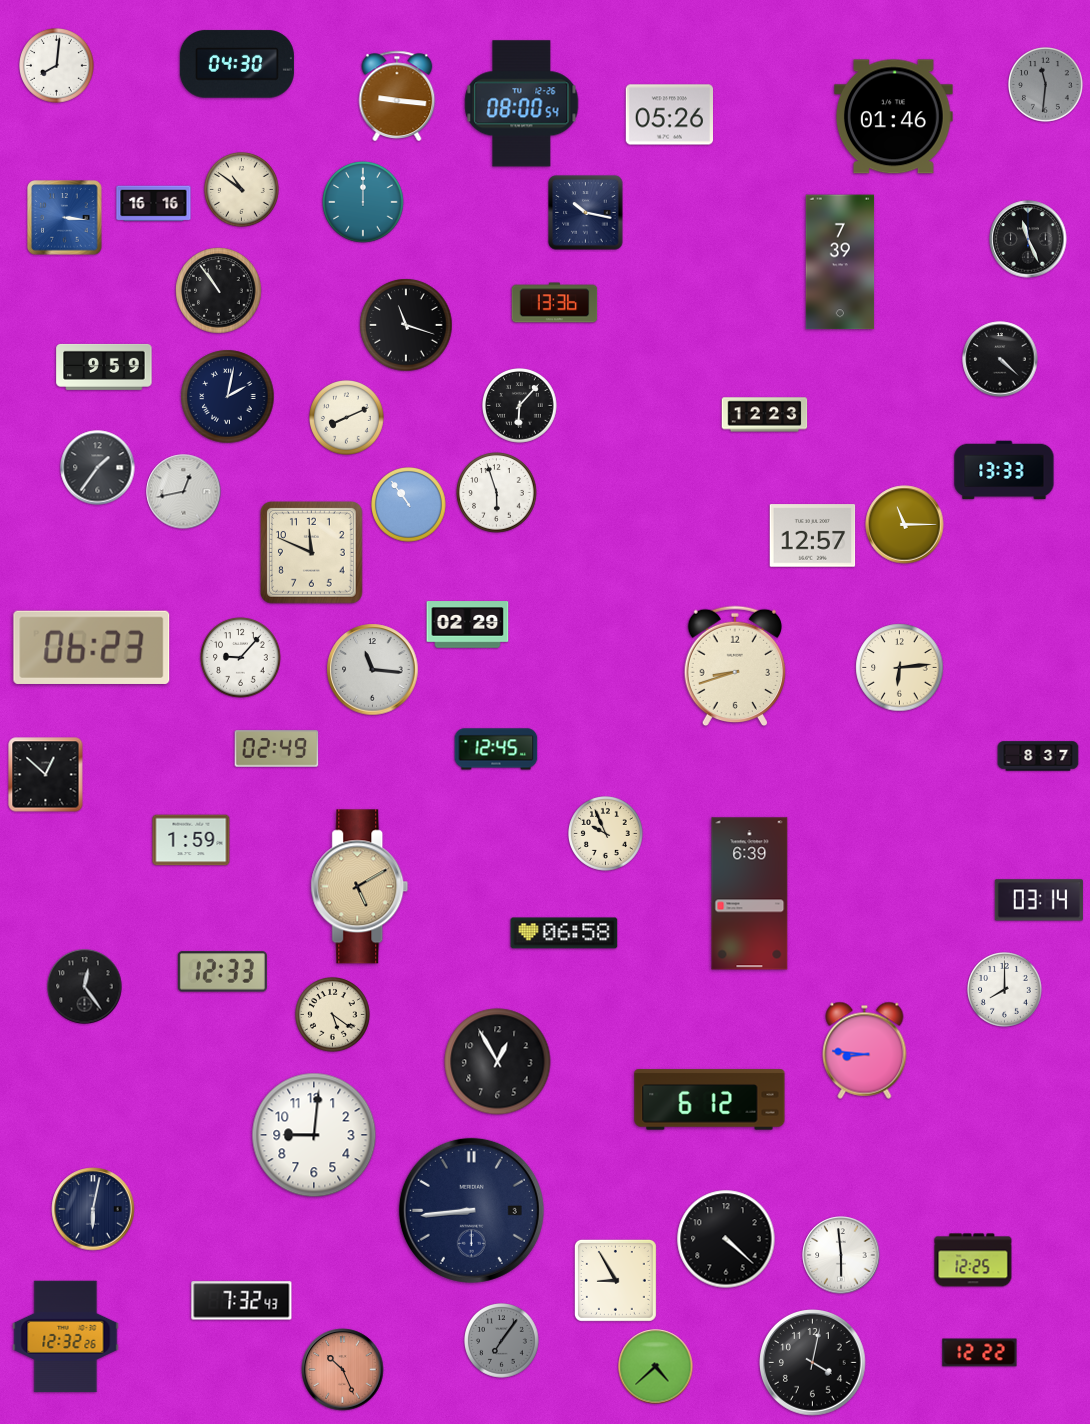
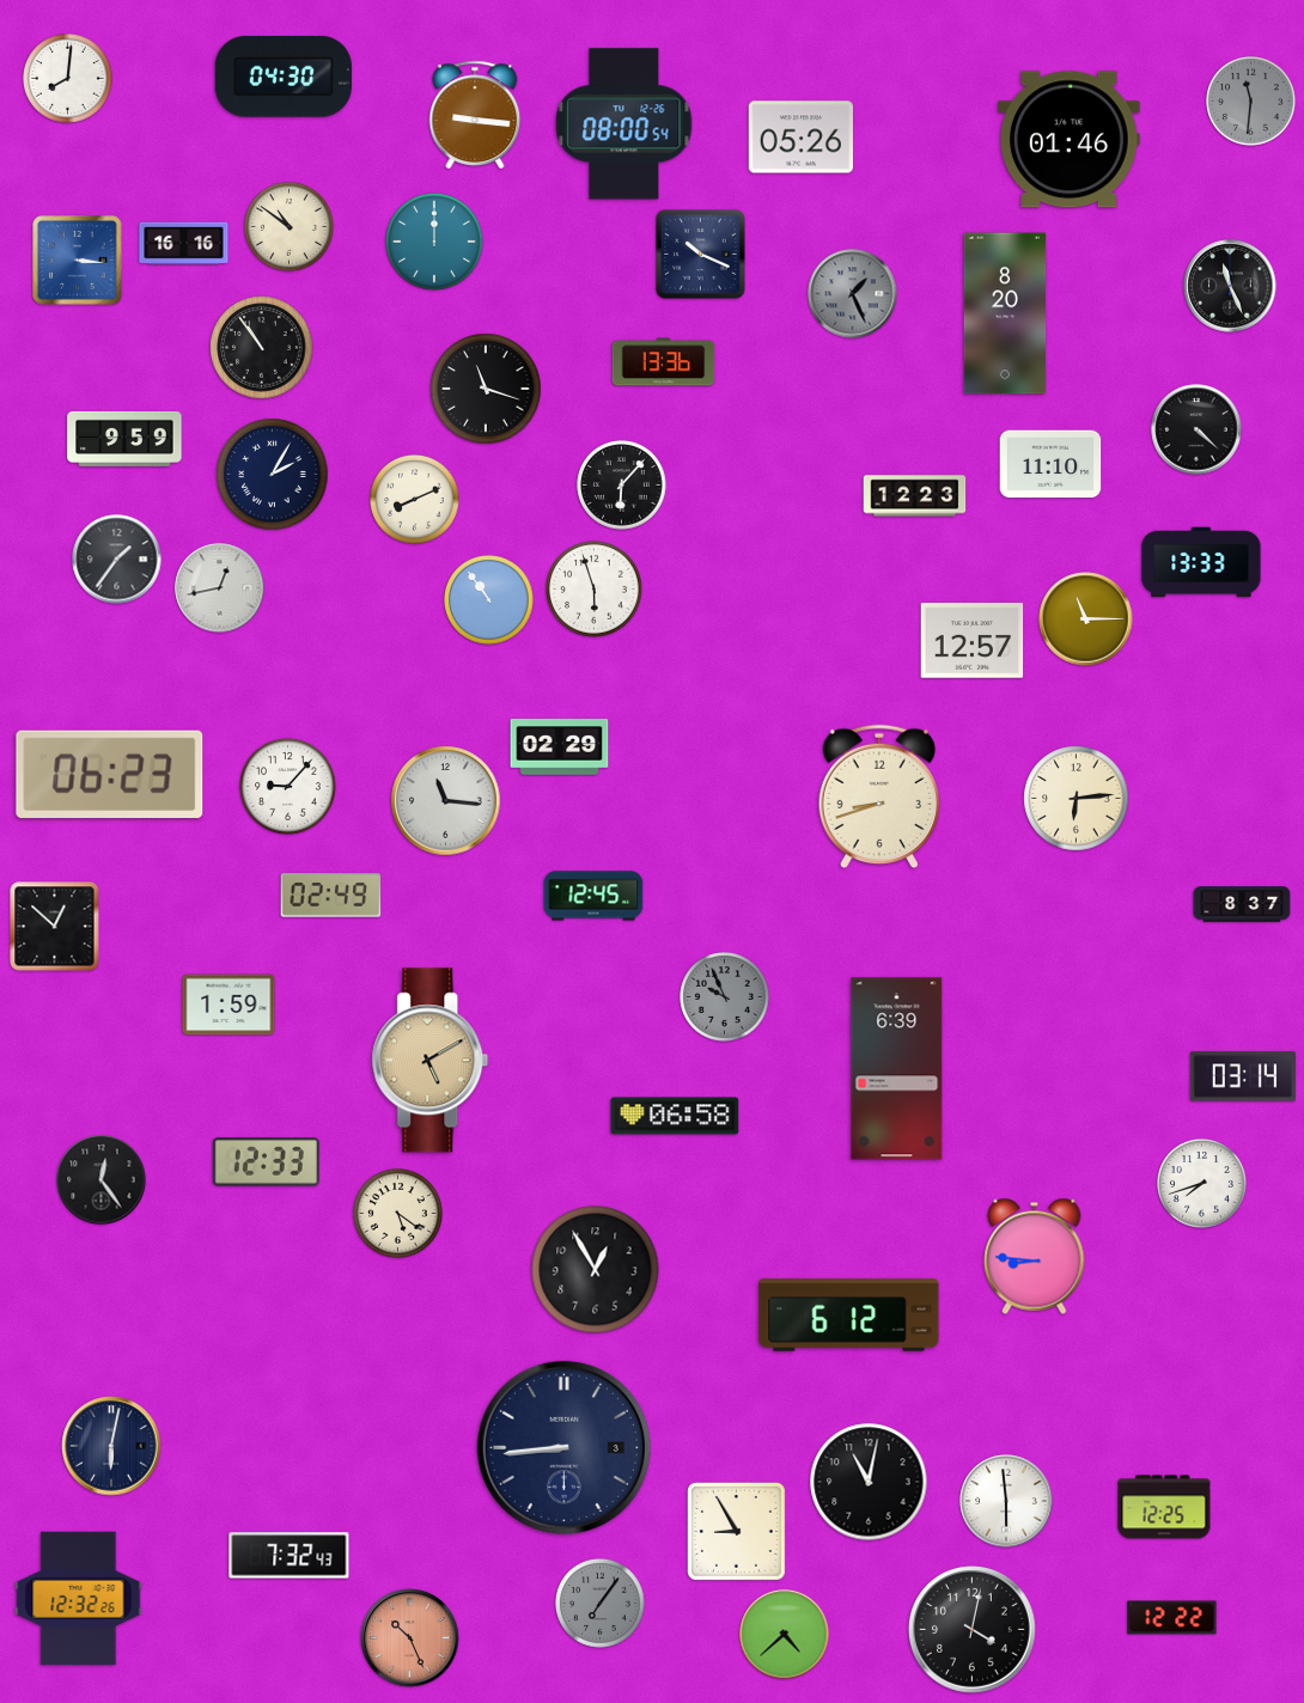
clock at (586, 213): 10:17 -> 10:19
clock at (853, 294): none -> 1:26
clock at (840, 262): 7:39 -> 8:20
clock at (1050, 464): none -> 11:10
clock at (228, 397): 2:02 -> 2:05
clock at (409, 505) position: (409, 505) -> (489, 600)
clock at (905, 525) position: (905, 525) -> (1086, 619)
clock at (312, 553): 11:49 -> none
clock at (606, 834) dial: cream -> grey
clock at (1005, 990): 8:00 -> 7:42
clock at (314, 1135): 9:01 -> none
clock at (726, 1239): 4:22 -> 11:02
